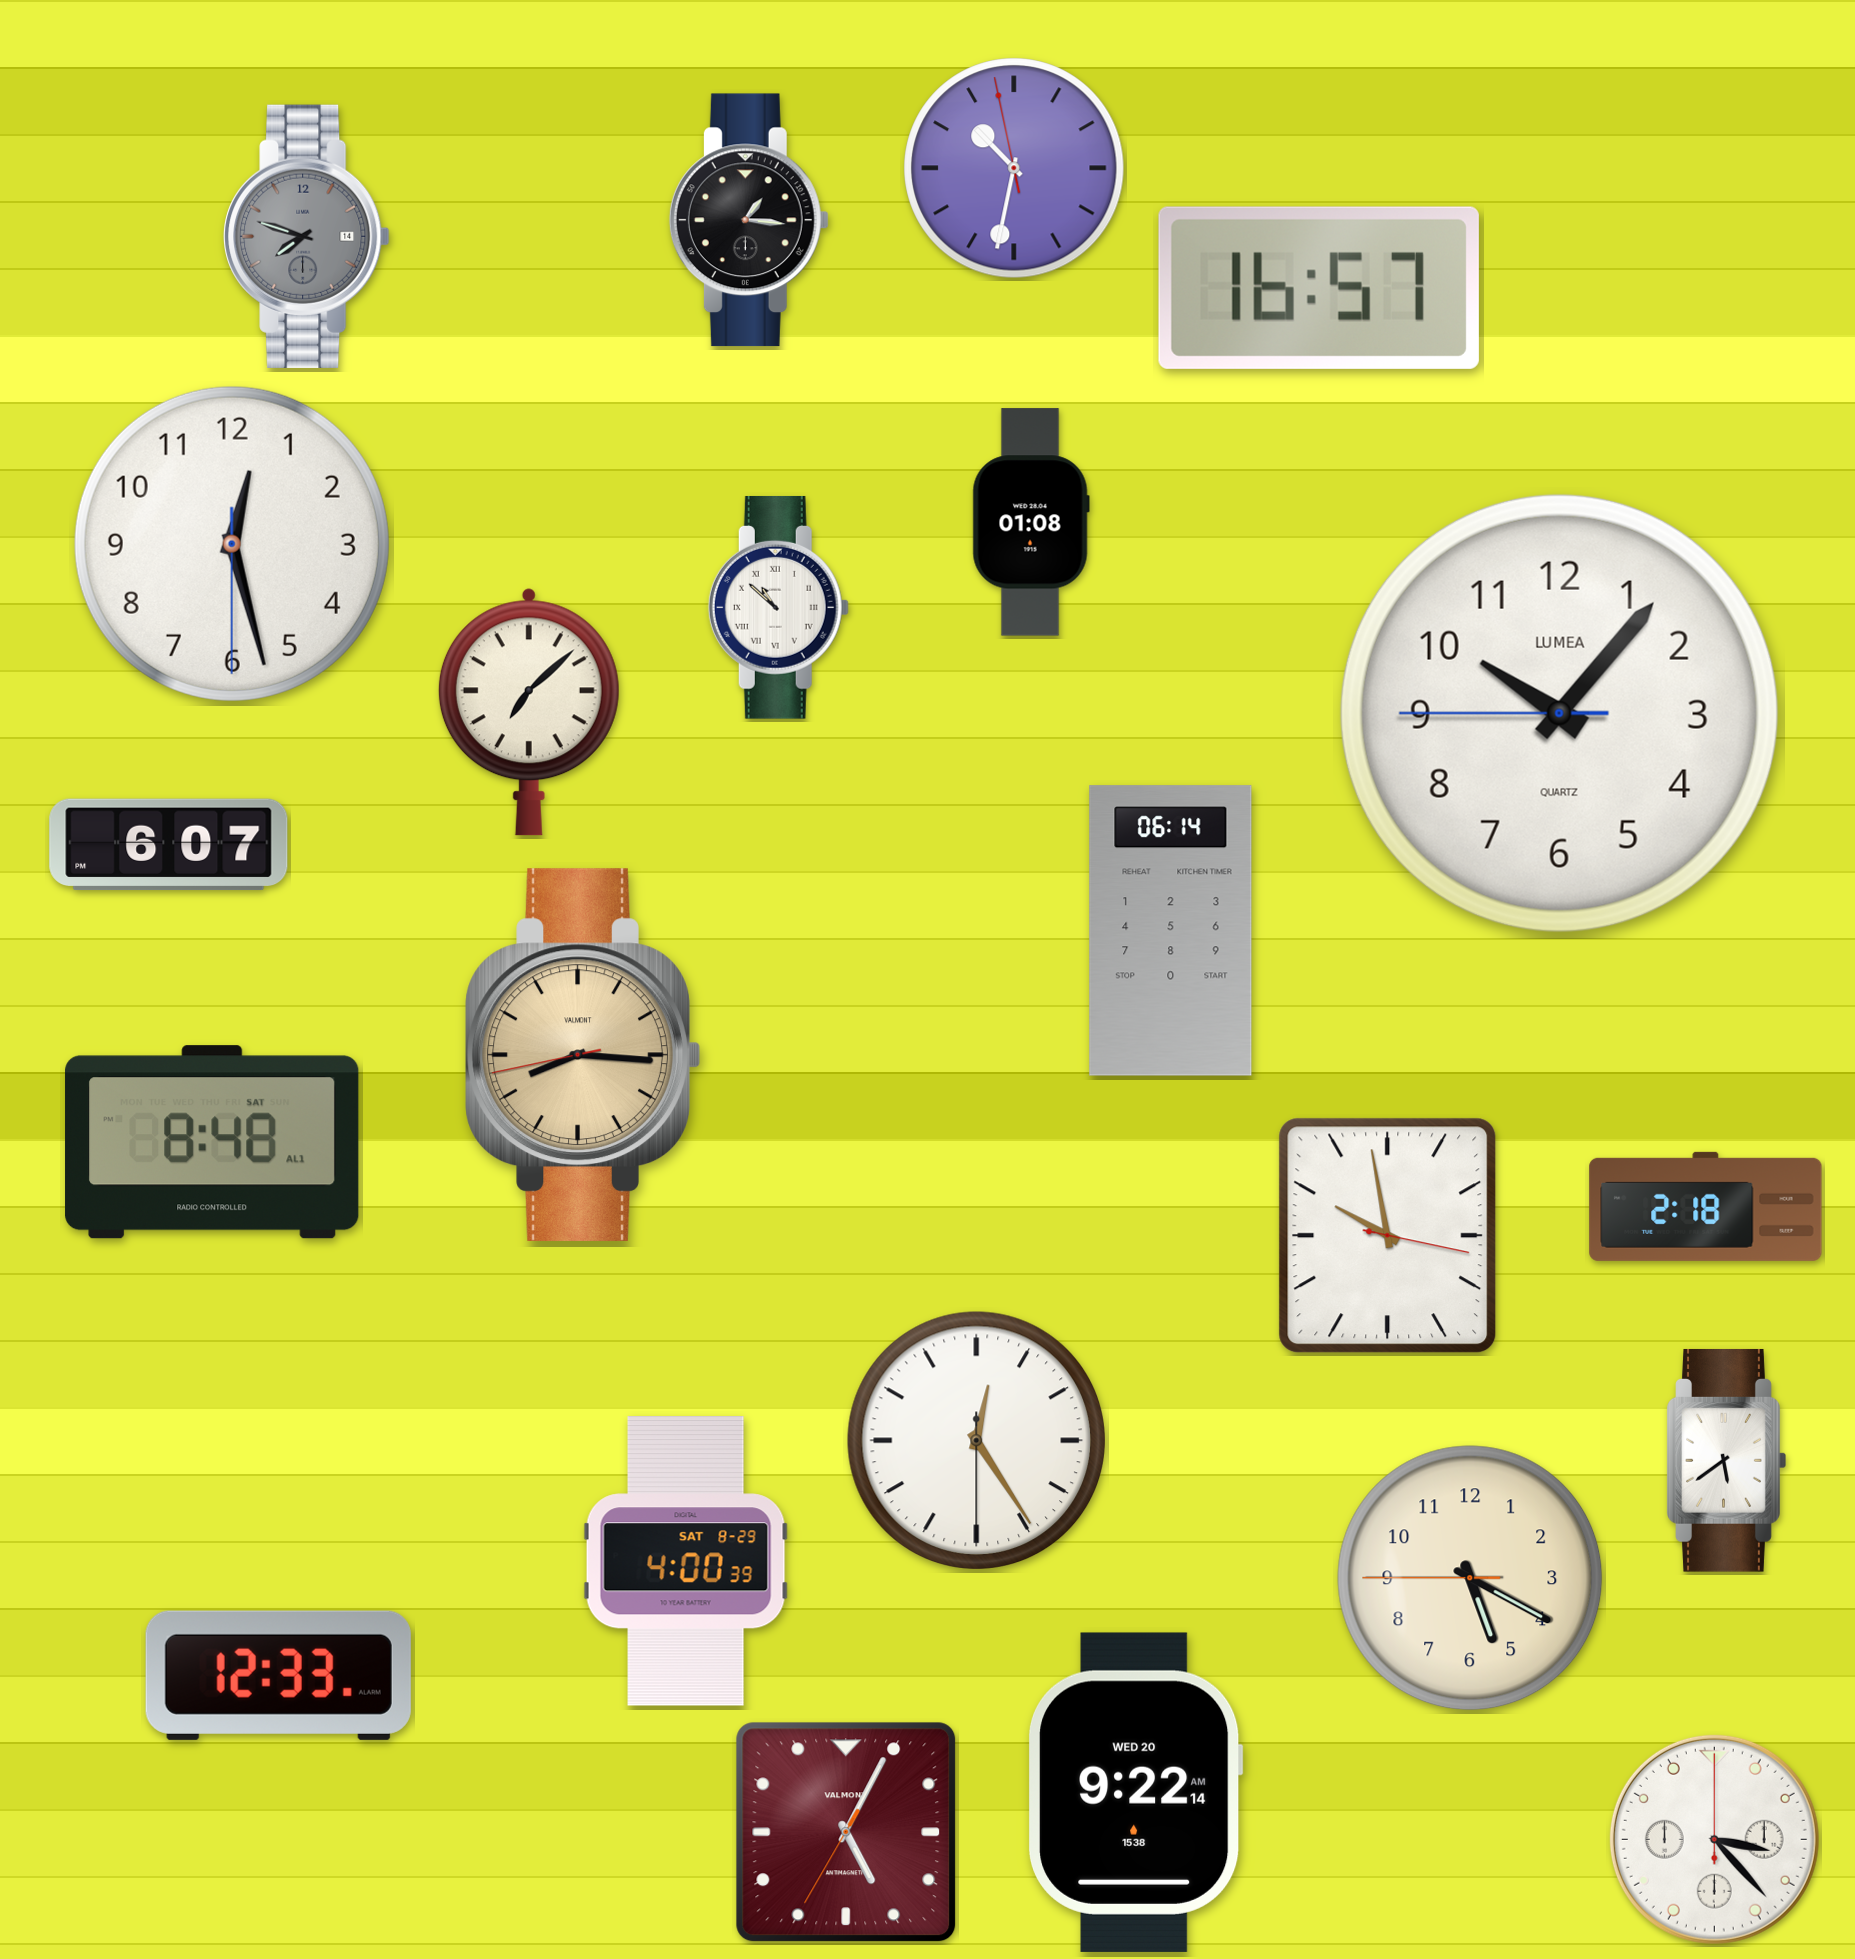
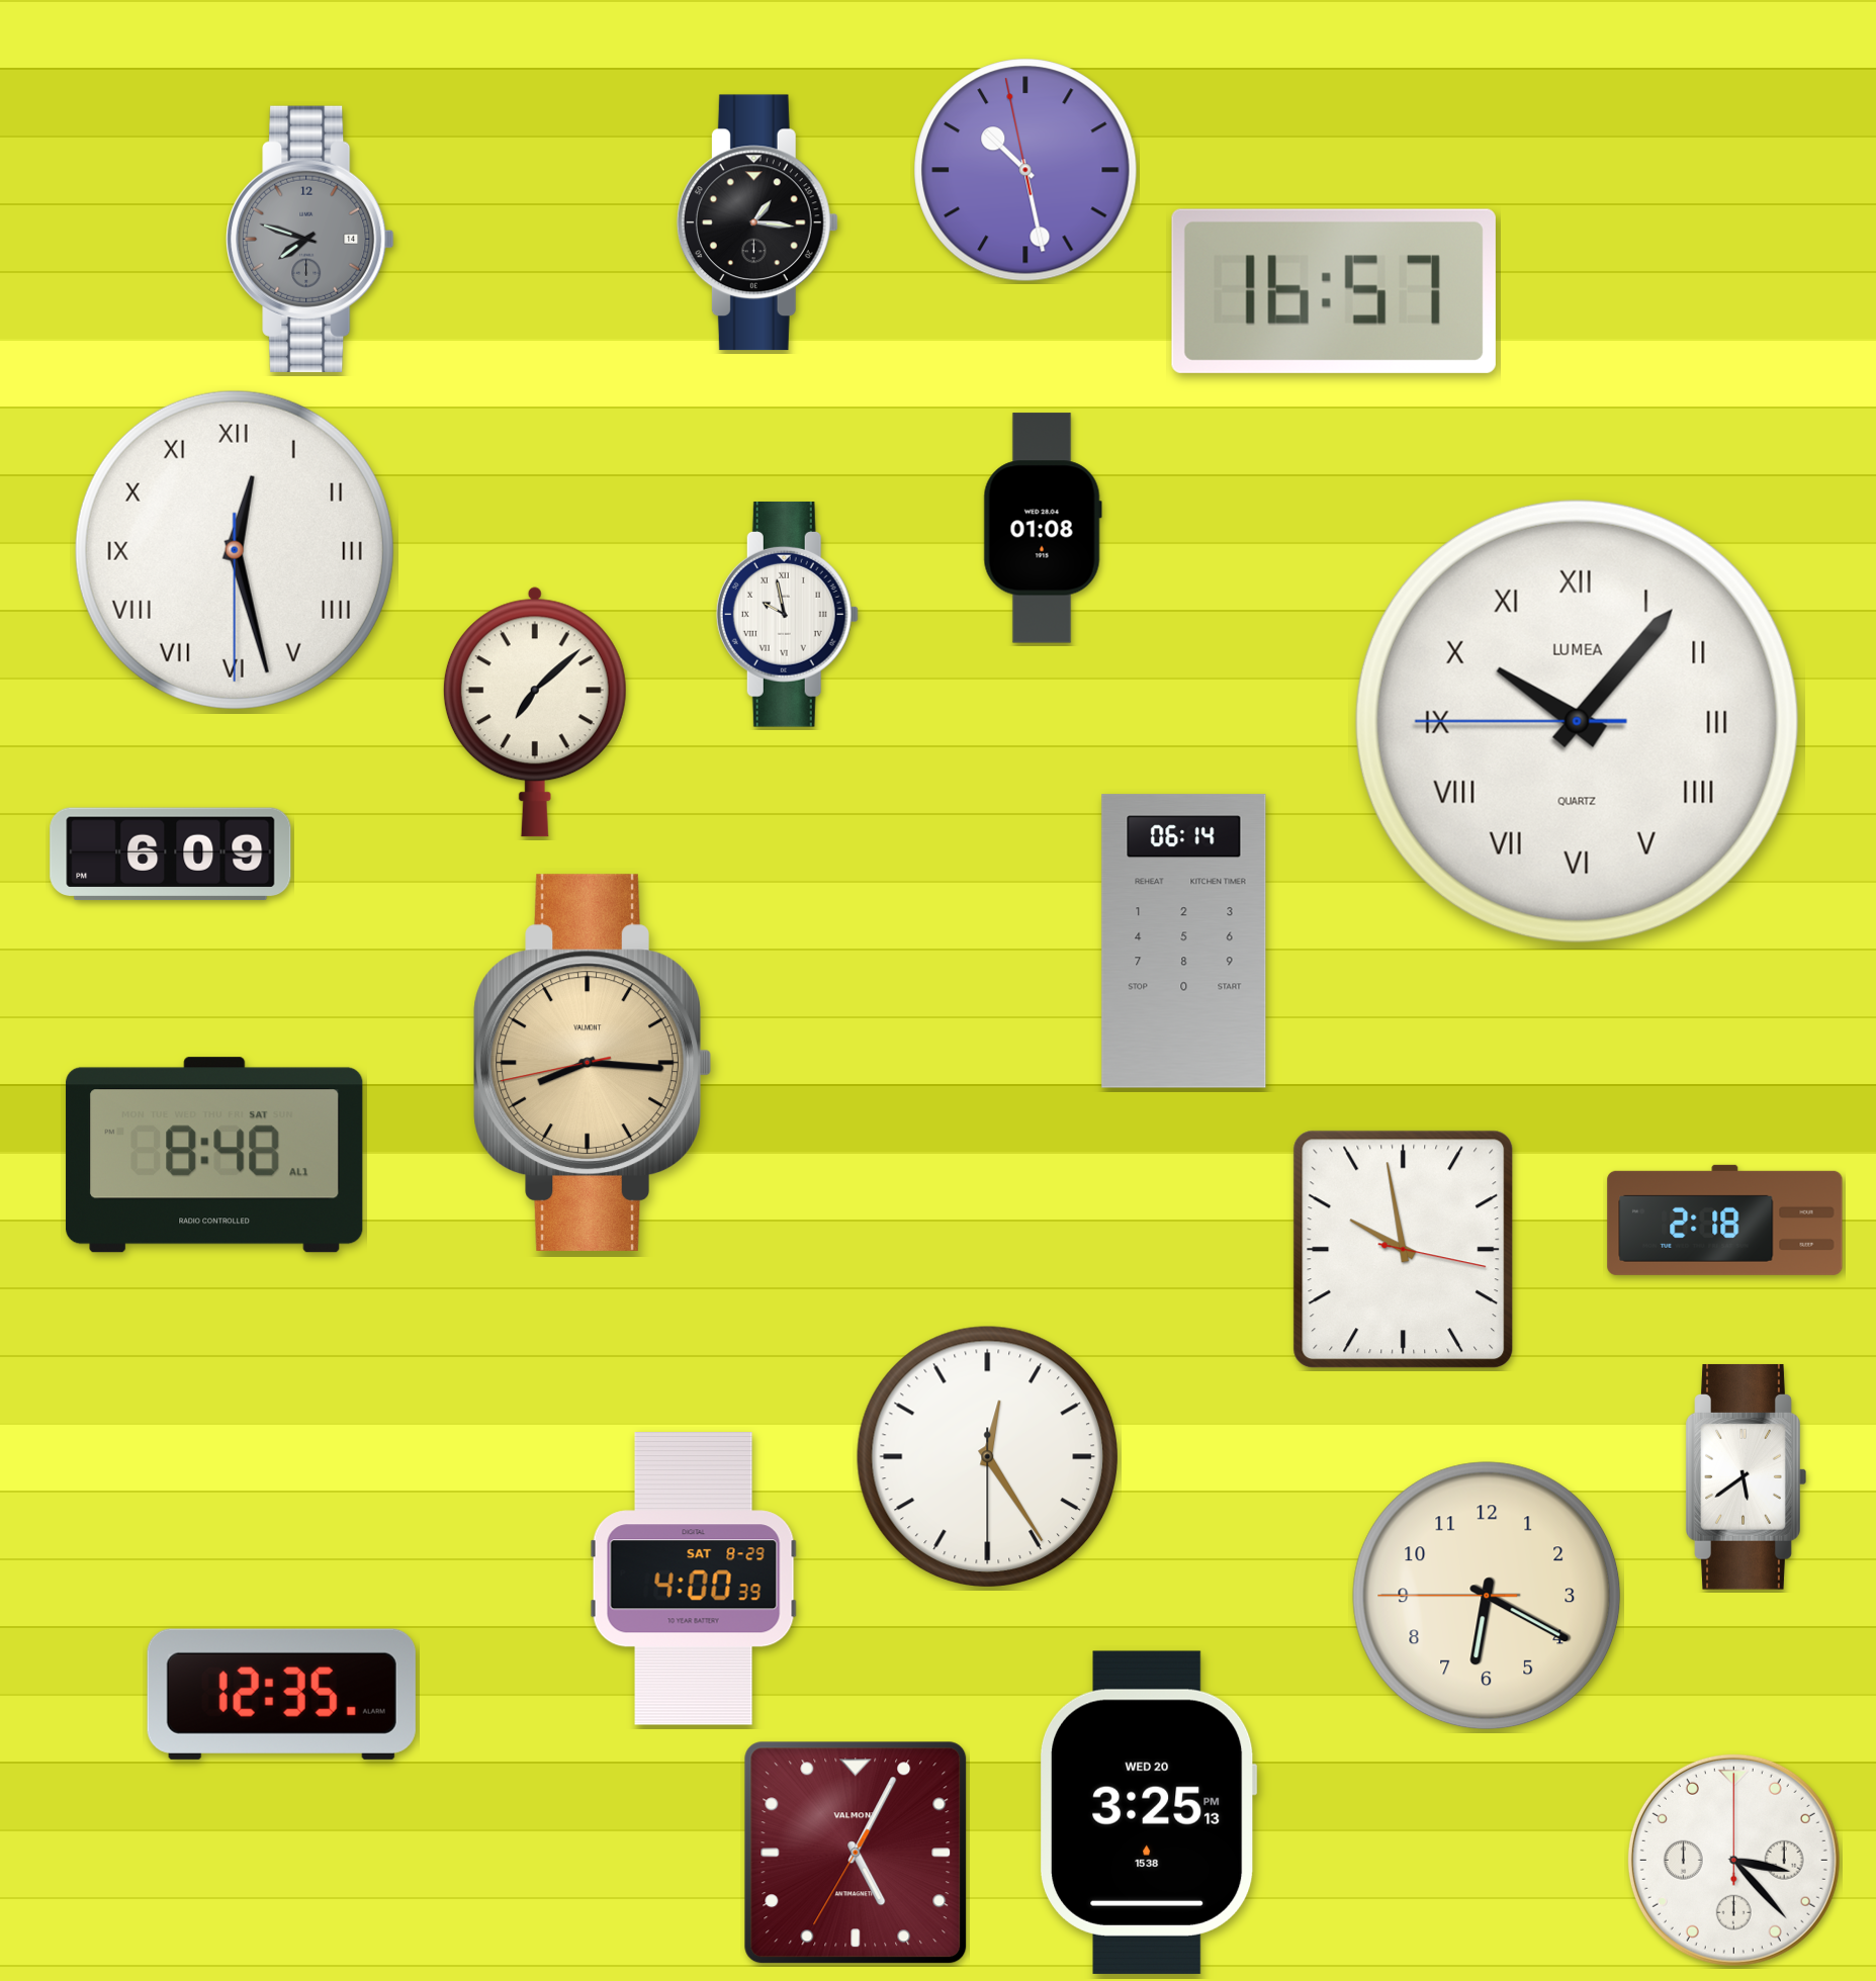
clock at (1014, 168): 10:31 -> 10:27
clock at (232, 544) numerals: Arabic -> Roman
clock at (778, 607): 10:52 -> 9:58
clock at (529, 712) position: (529, 712) -> (535, 712)
clock at (1559, 713) numerals: Arabic -> Roman
clock at (169, 845): 6:07 -> 6:09
clock at (583, 1055) position: (583, 1055) -> (593, 1063)
clock at (1470, 1578): 5:19 -> 6:19
clock at (278, 1675): 12:33 -> 12:35
clock at (1135, 1792): 9:22 -> 3:25
